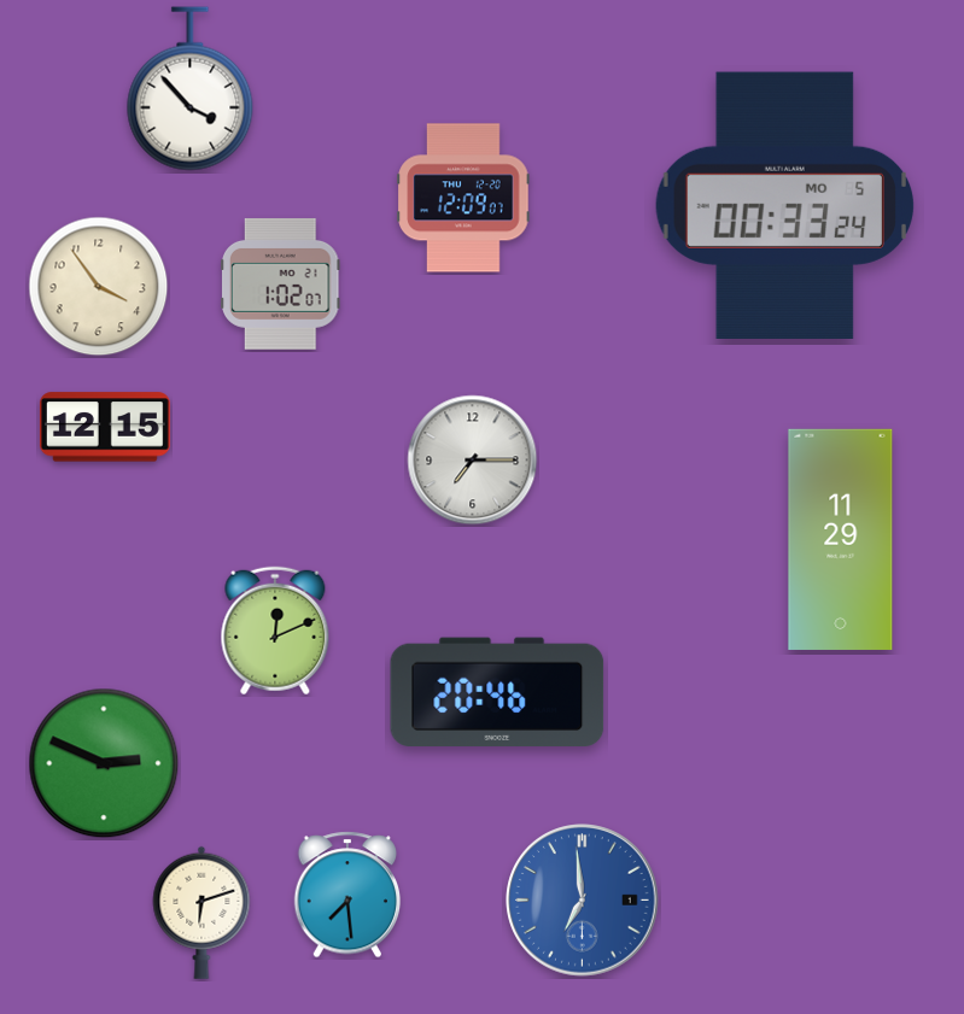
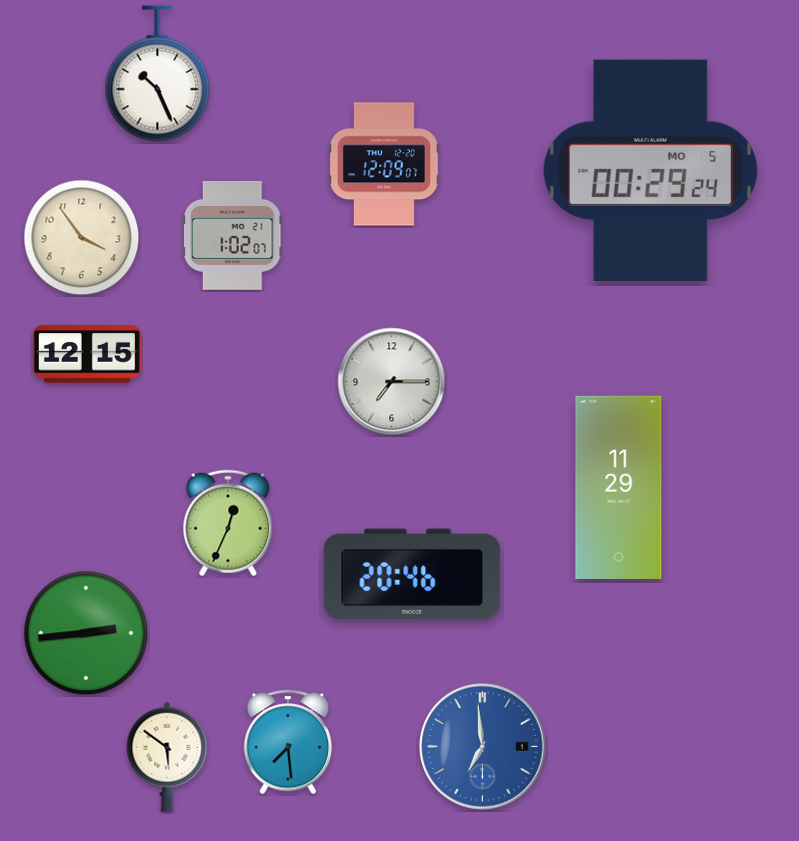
clock at (191, 89): 3:53 -> 10:26
clock at (784, 205): 00:33 -> 00:29
clock at (841, 539) position: (841, 539) -> (619, 487)
clock at (275, 631): 12:11 -> 12:34
clock at (104, 763): 2:49 -> 2:44
clock at (201, 913): 6:12 -> 5:51
